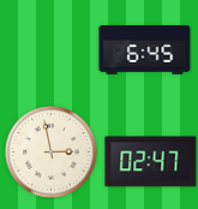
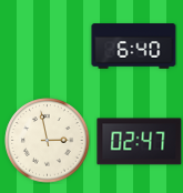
clock at (145, 50): 6:45 -> 6:40
clock at (151, 162) position: (151, 162) -> (140, 142)
